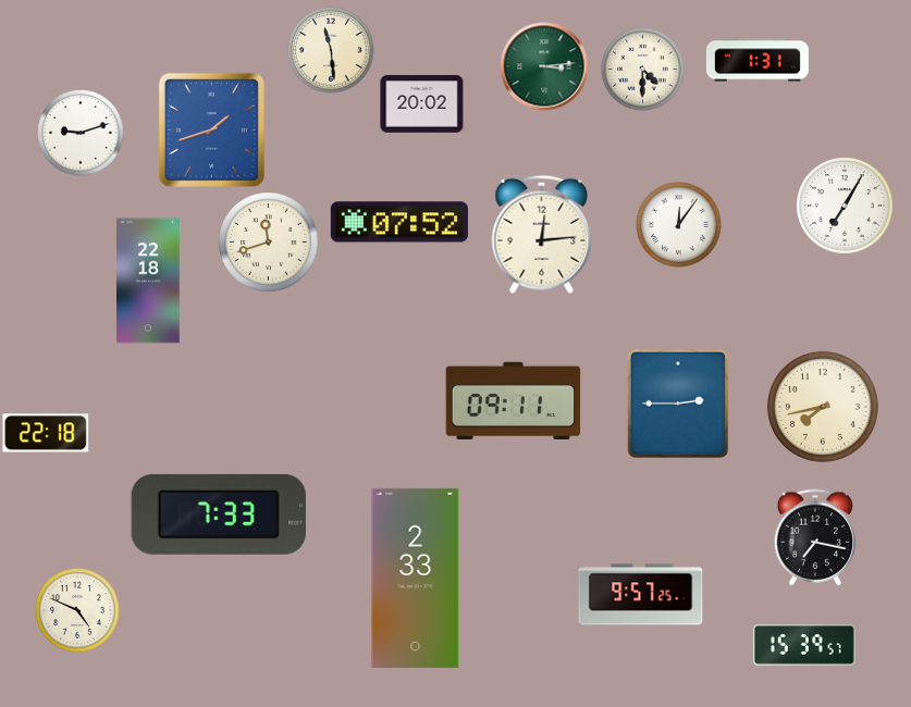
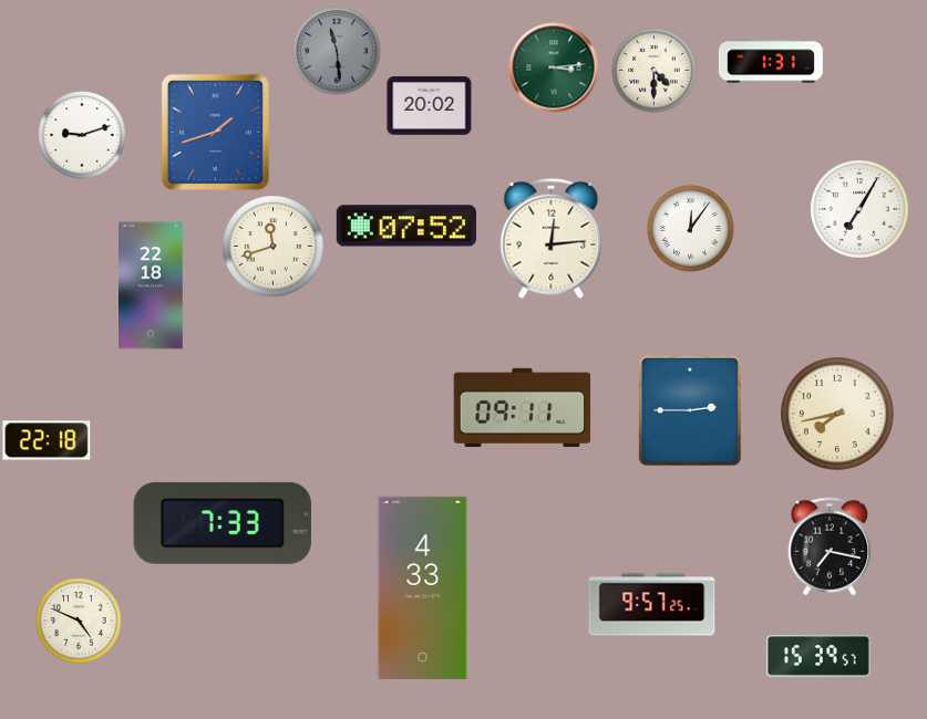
clock at (331, 50) dial: cream -> grey
clock at (416, 578): 2:33 -> 4:33
